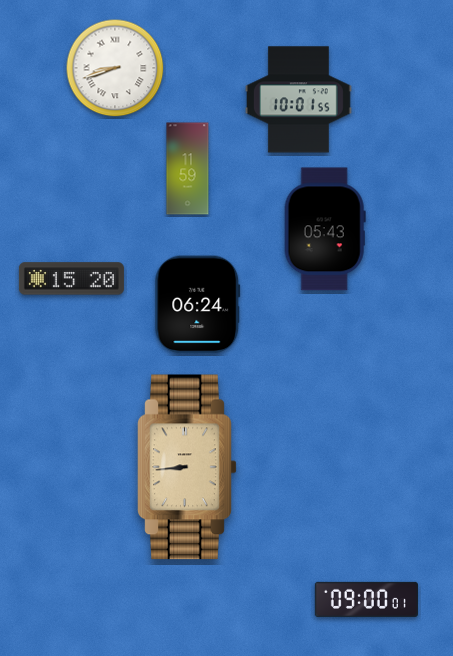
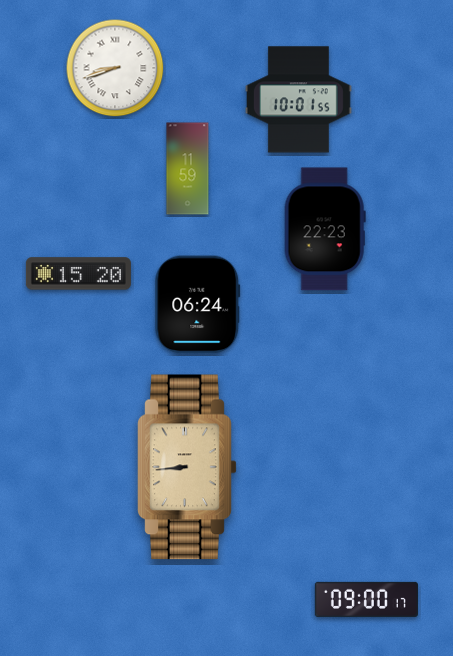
clock at (325, 229): 05:43 -> 22:23
clock at (71, 279) position: (71, 279) -> (78, 274)
clock at (366, 599): 09:00:01 -> 09:00:17
